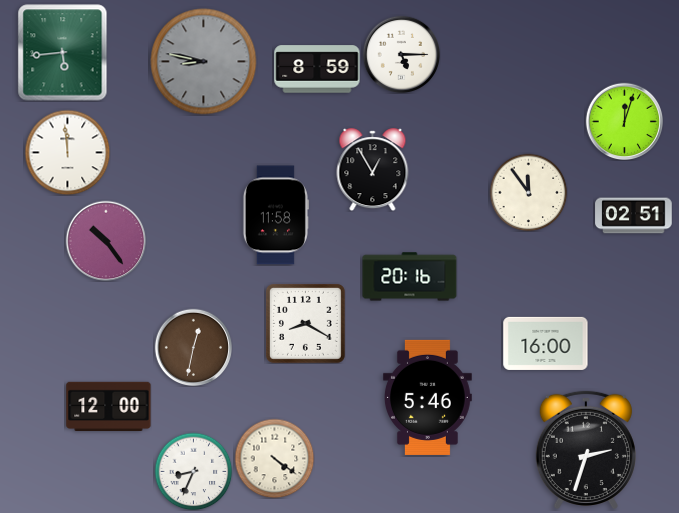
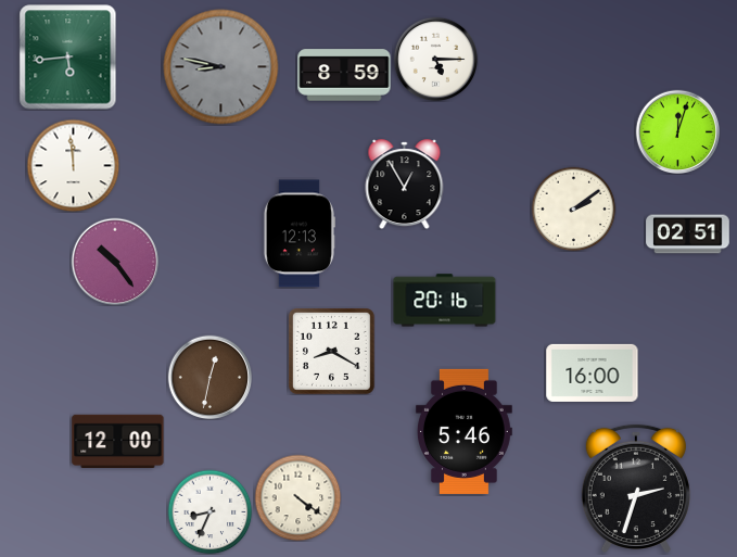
clock at (528, 192): 11:54 -> 2:09
clock at (275, 215): 11:58 -> 12:13
